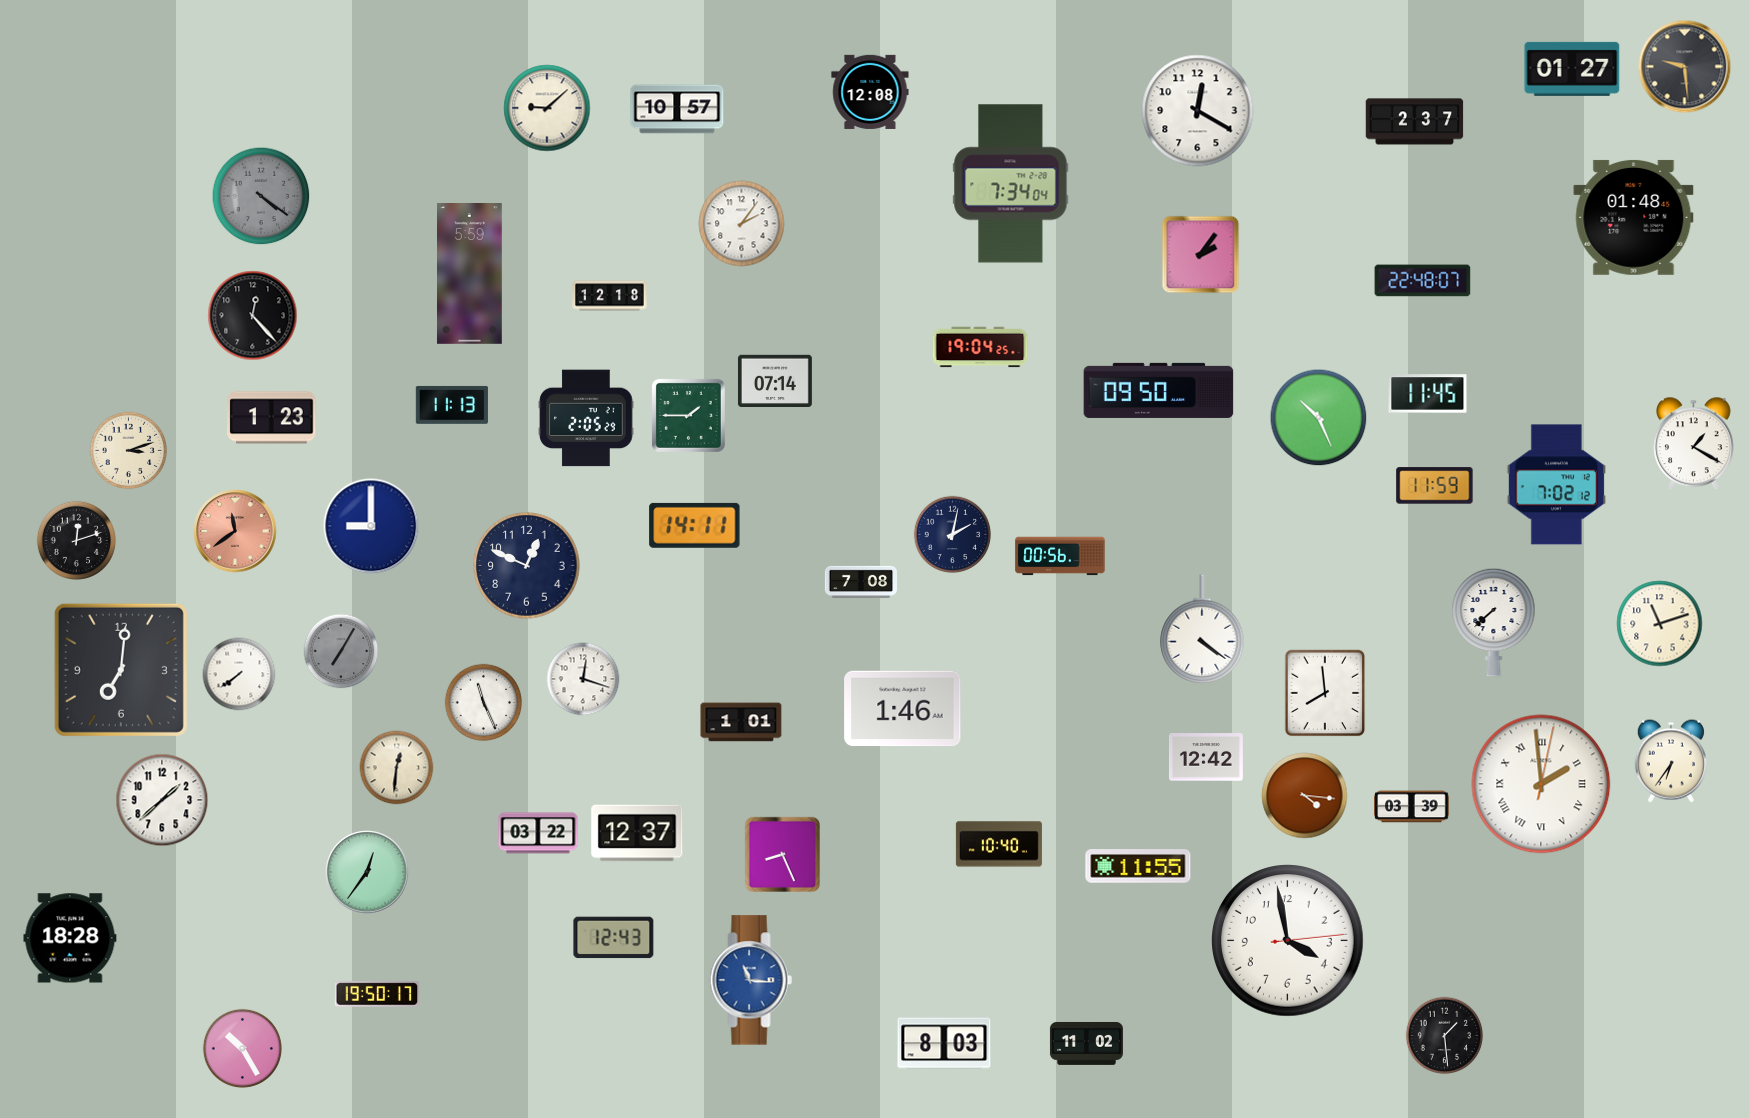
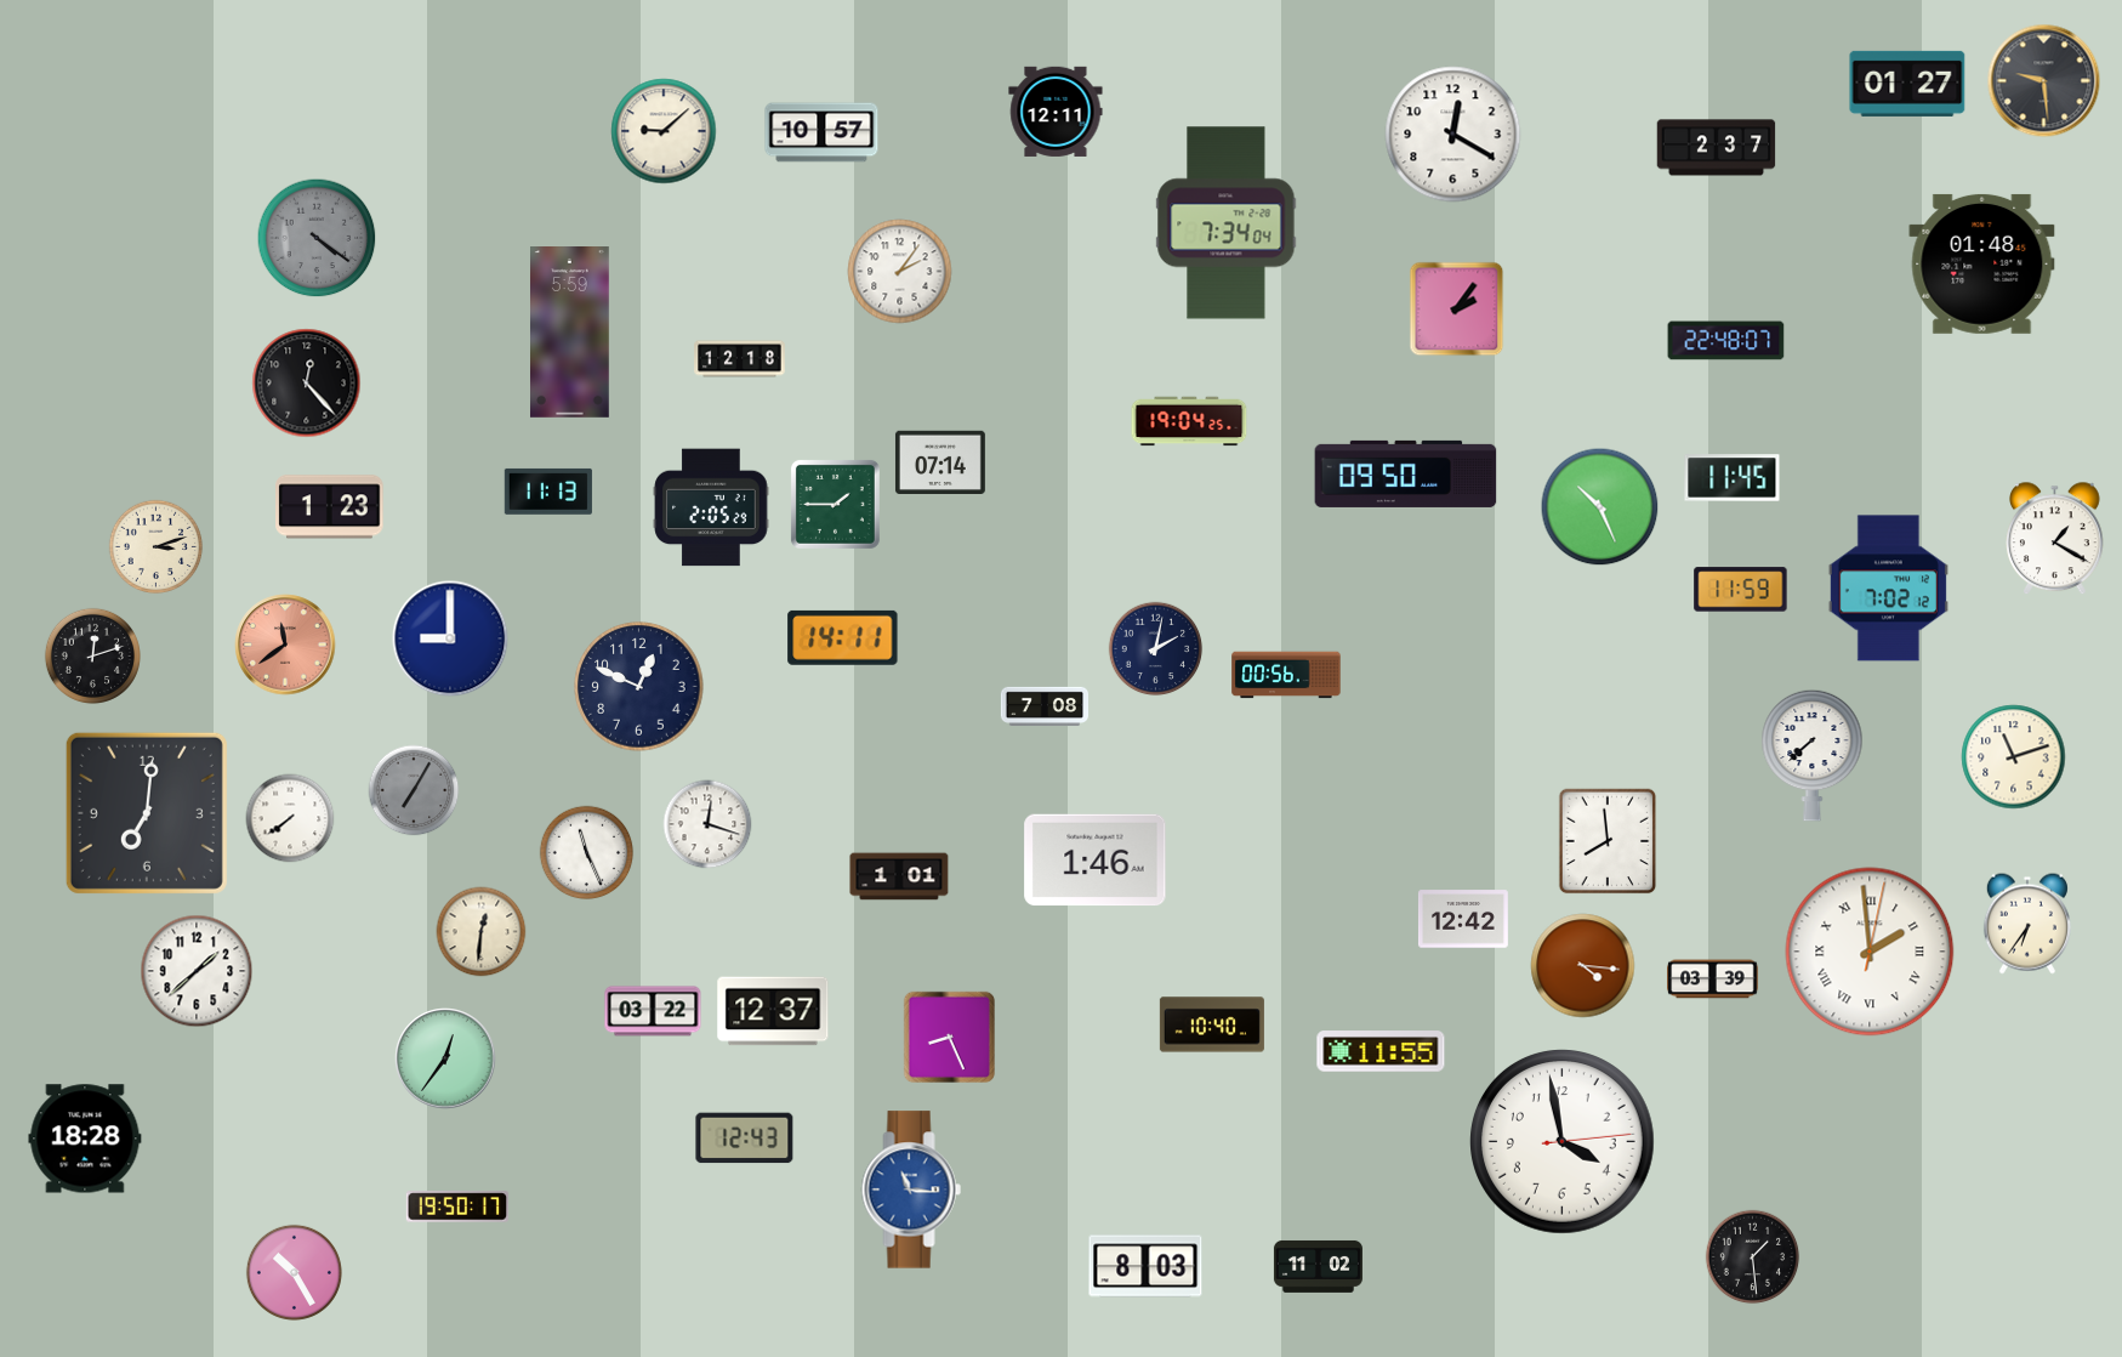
clock at (870, 92): 12:08 -> 12:11
clock at (1202, 629): 4:21 -> none
